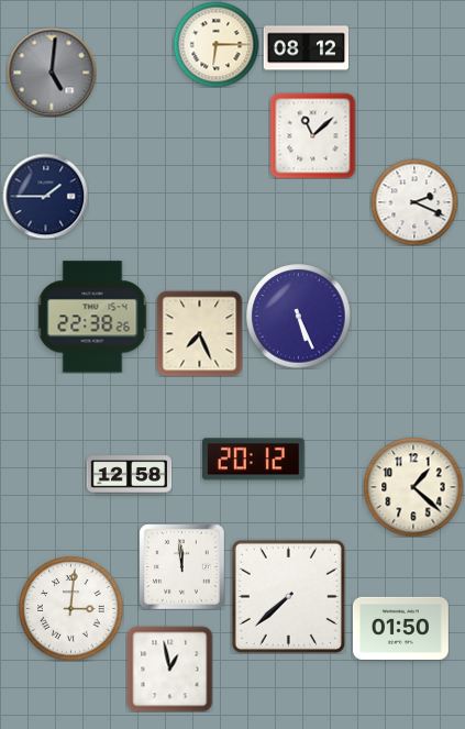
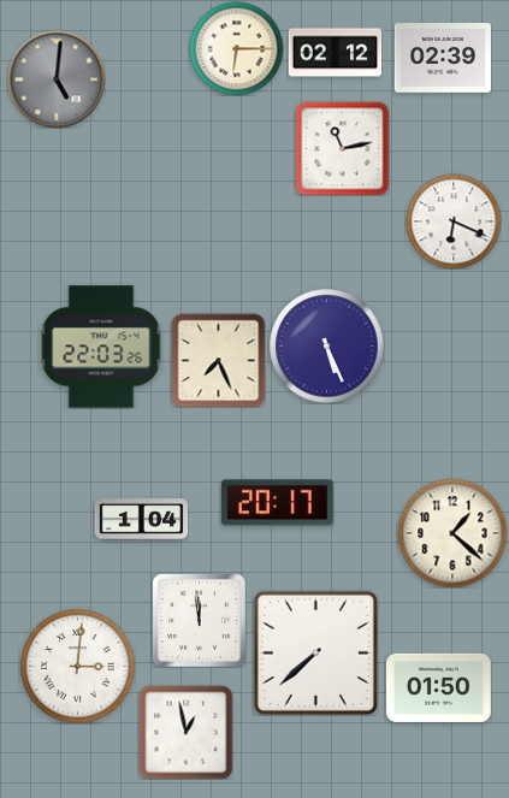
clock at (306, 48): 08:12 -> 02:12
clock at (442, 58): none -> 02:39
clock at (312, 135): 11:08 -> 11:13
clock at (45, 196): 1:45 -> none
clock at (414, 202): 2:19 -> 6:19
clock at (92, 317): 22:38 -> 22:03
clock at (199, 333) position: (199, 333) -> (218, 360)
clock at (254, 460): 20:12 -> 20:17
clock at (129, 475): 12:58 -> 1:04
